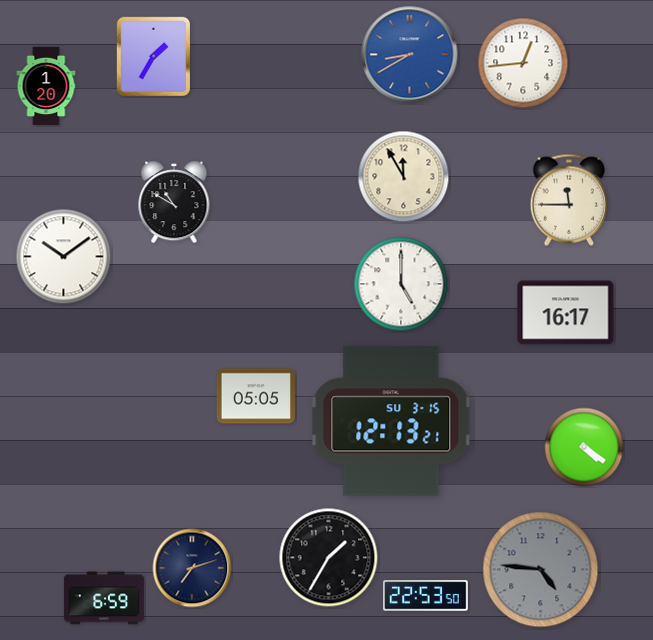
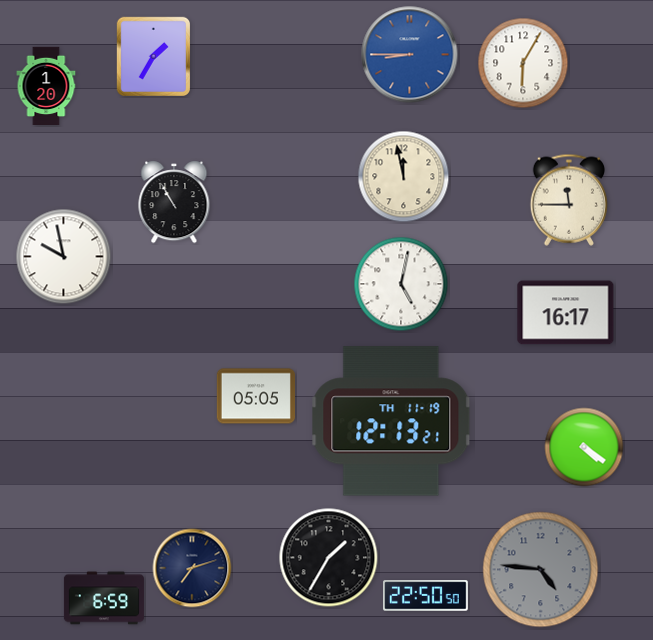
clock at (410, 55): 8:40 -> 8:45
clock at (523, 63): 12:44 -> 6:05
clock at (404, 177): 11:55 -> 11:58
clock at (174, 202): 10:50 -> 10:55
clock at (64, 257): 10:09 -> 9:58
clock at (401, 284): 5:00 -> 5:02
clock at (391, 421) date: SU 3-15 -> TH 11-19
clock at (426, 596): 22:53 -> 22:50
